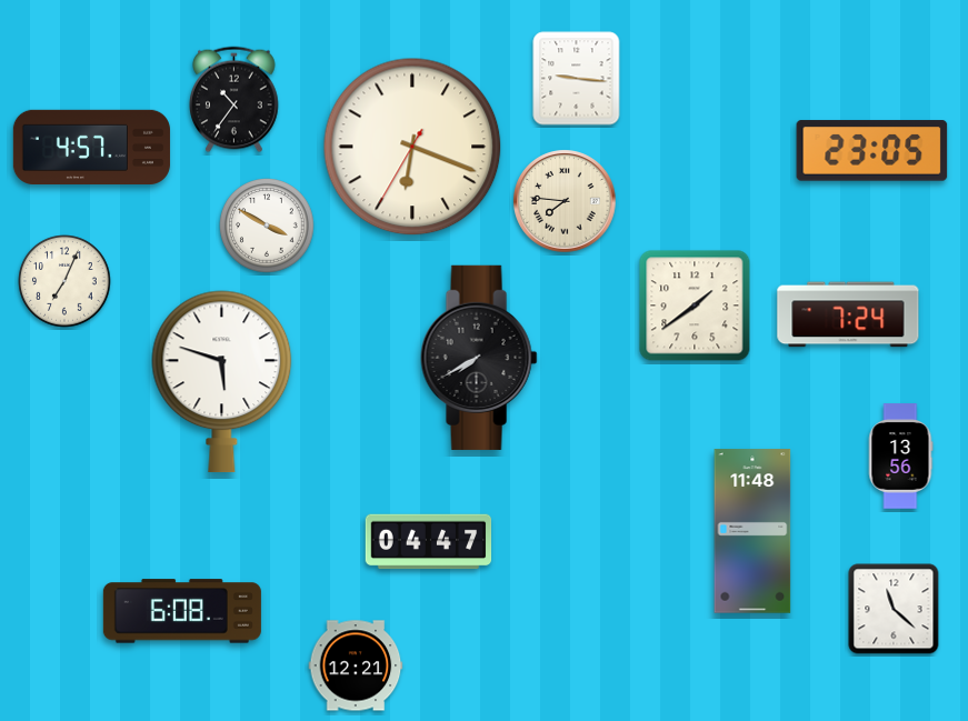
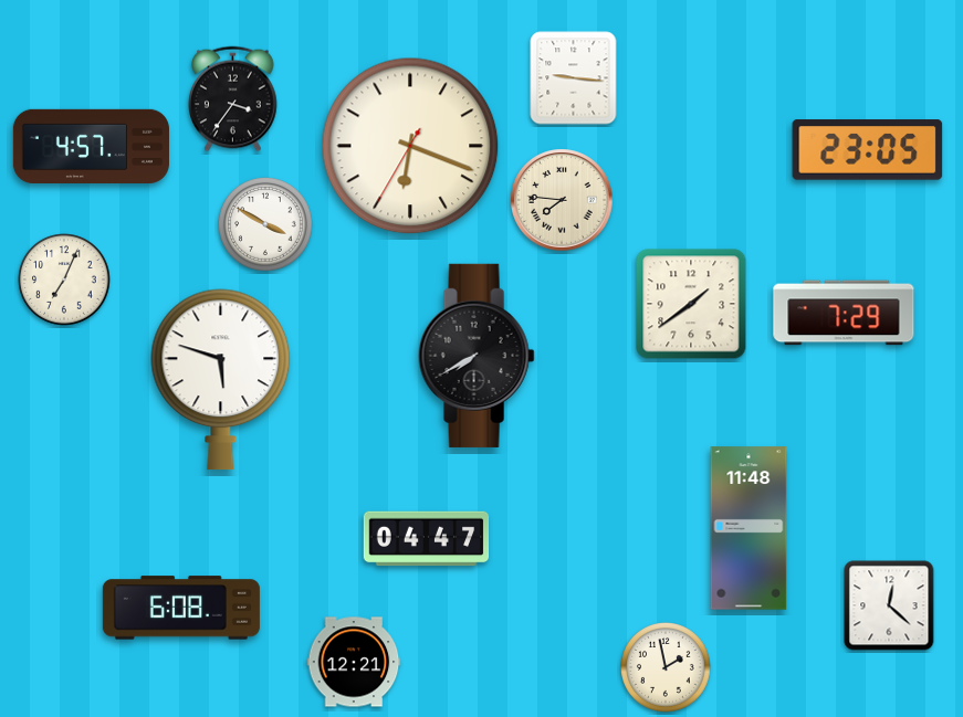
clock at (234, 100): 10:36 -> 3:36
clock at (848, 314): 7:24 -> 7:29
clock at (900, 457): 13:56 -> none
clock at (894, 609): 11:22 -> 12:22
clock at (667, 668): none -> 1:58
